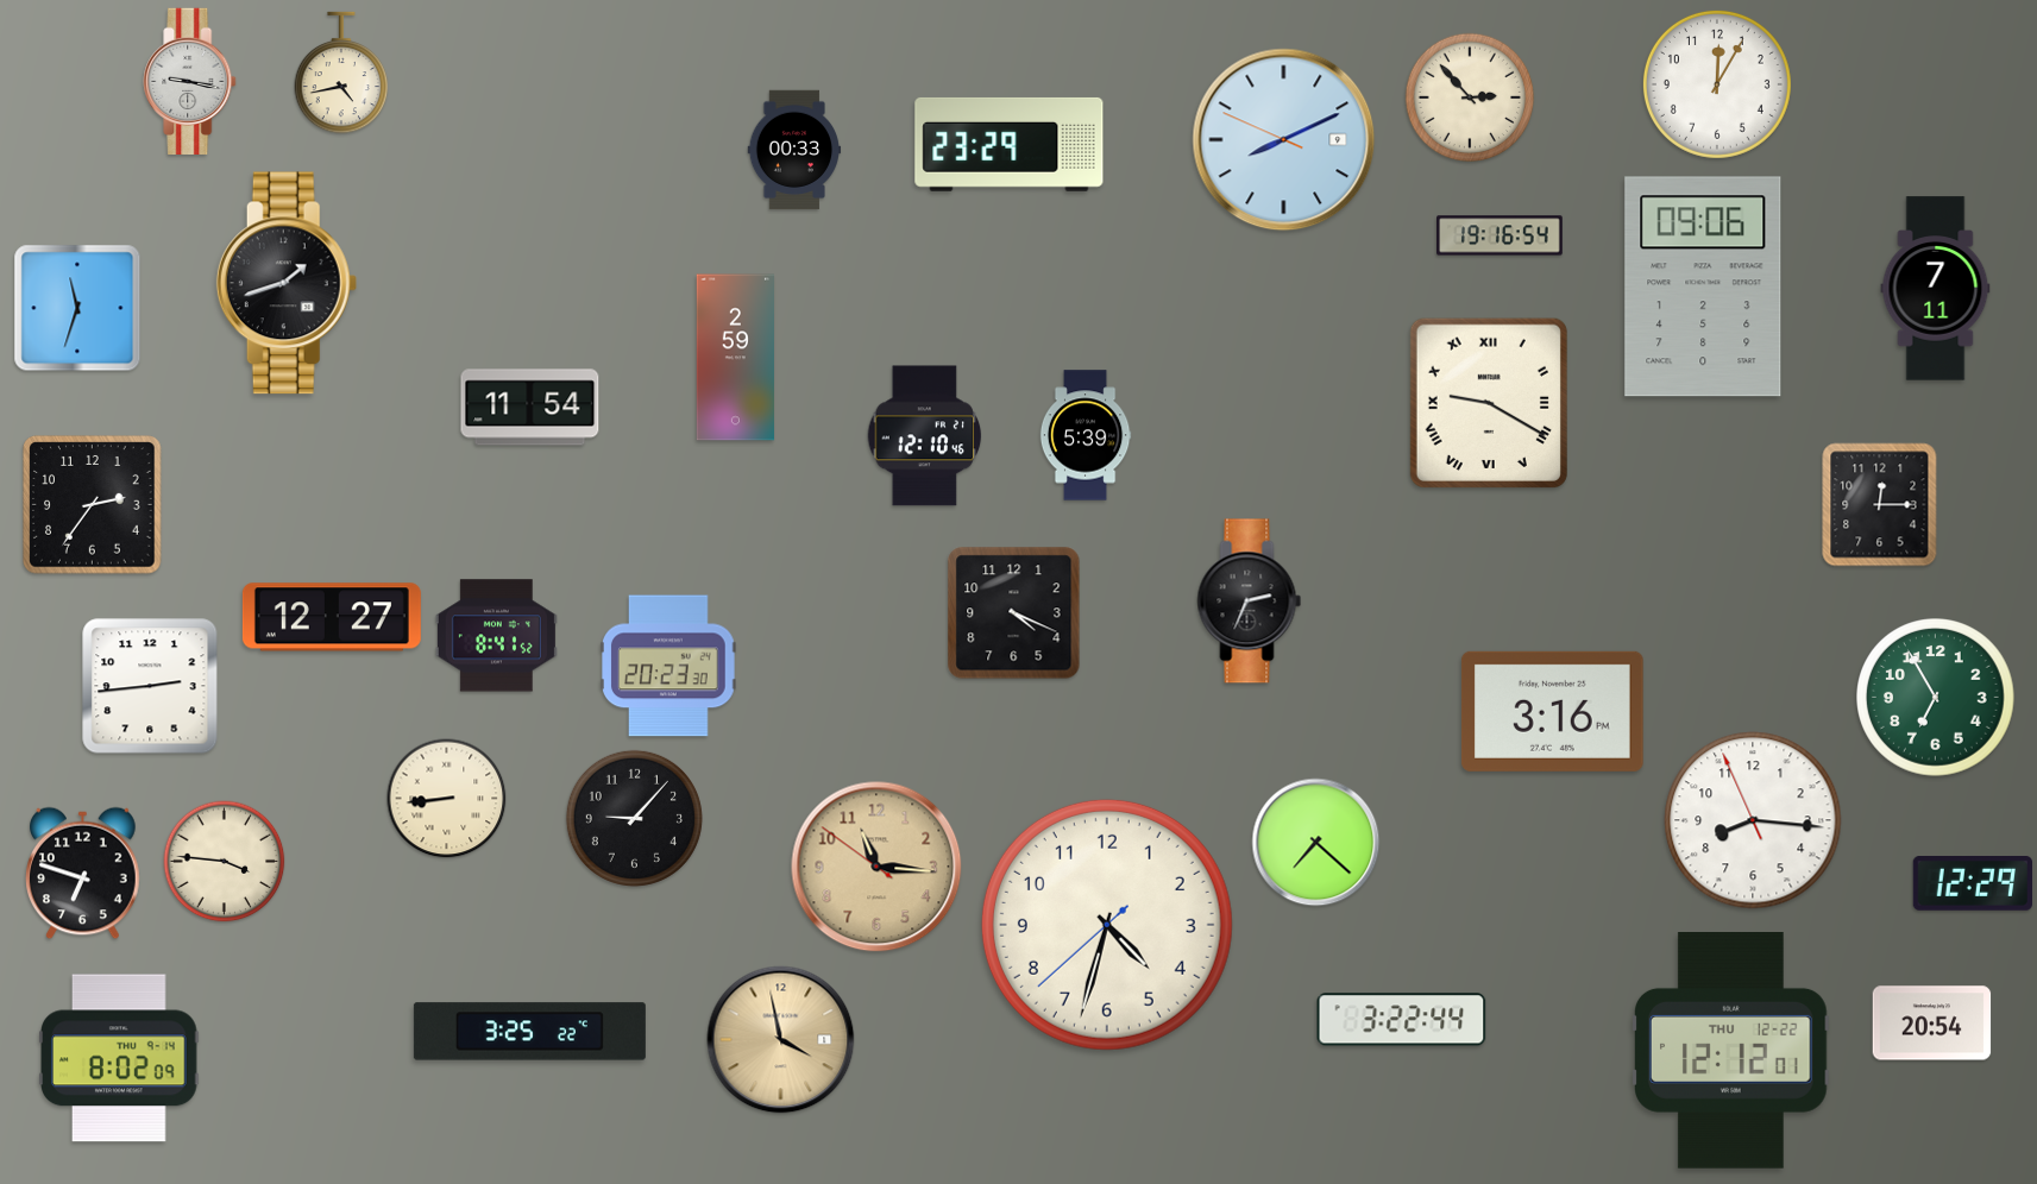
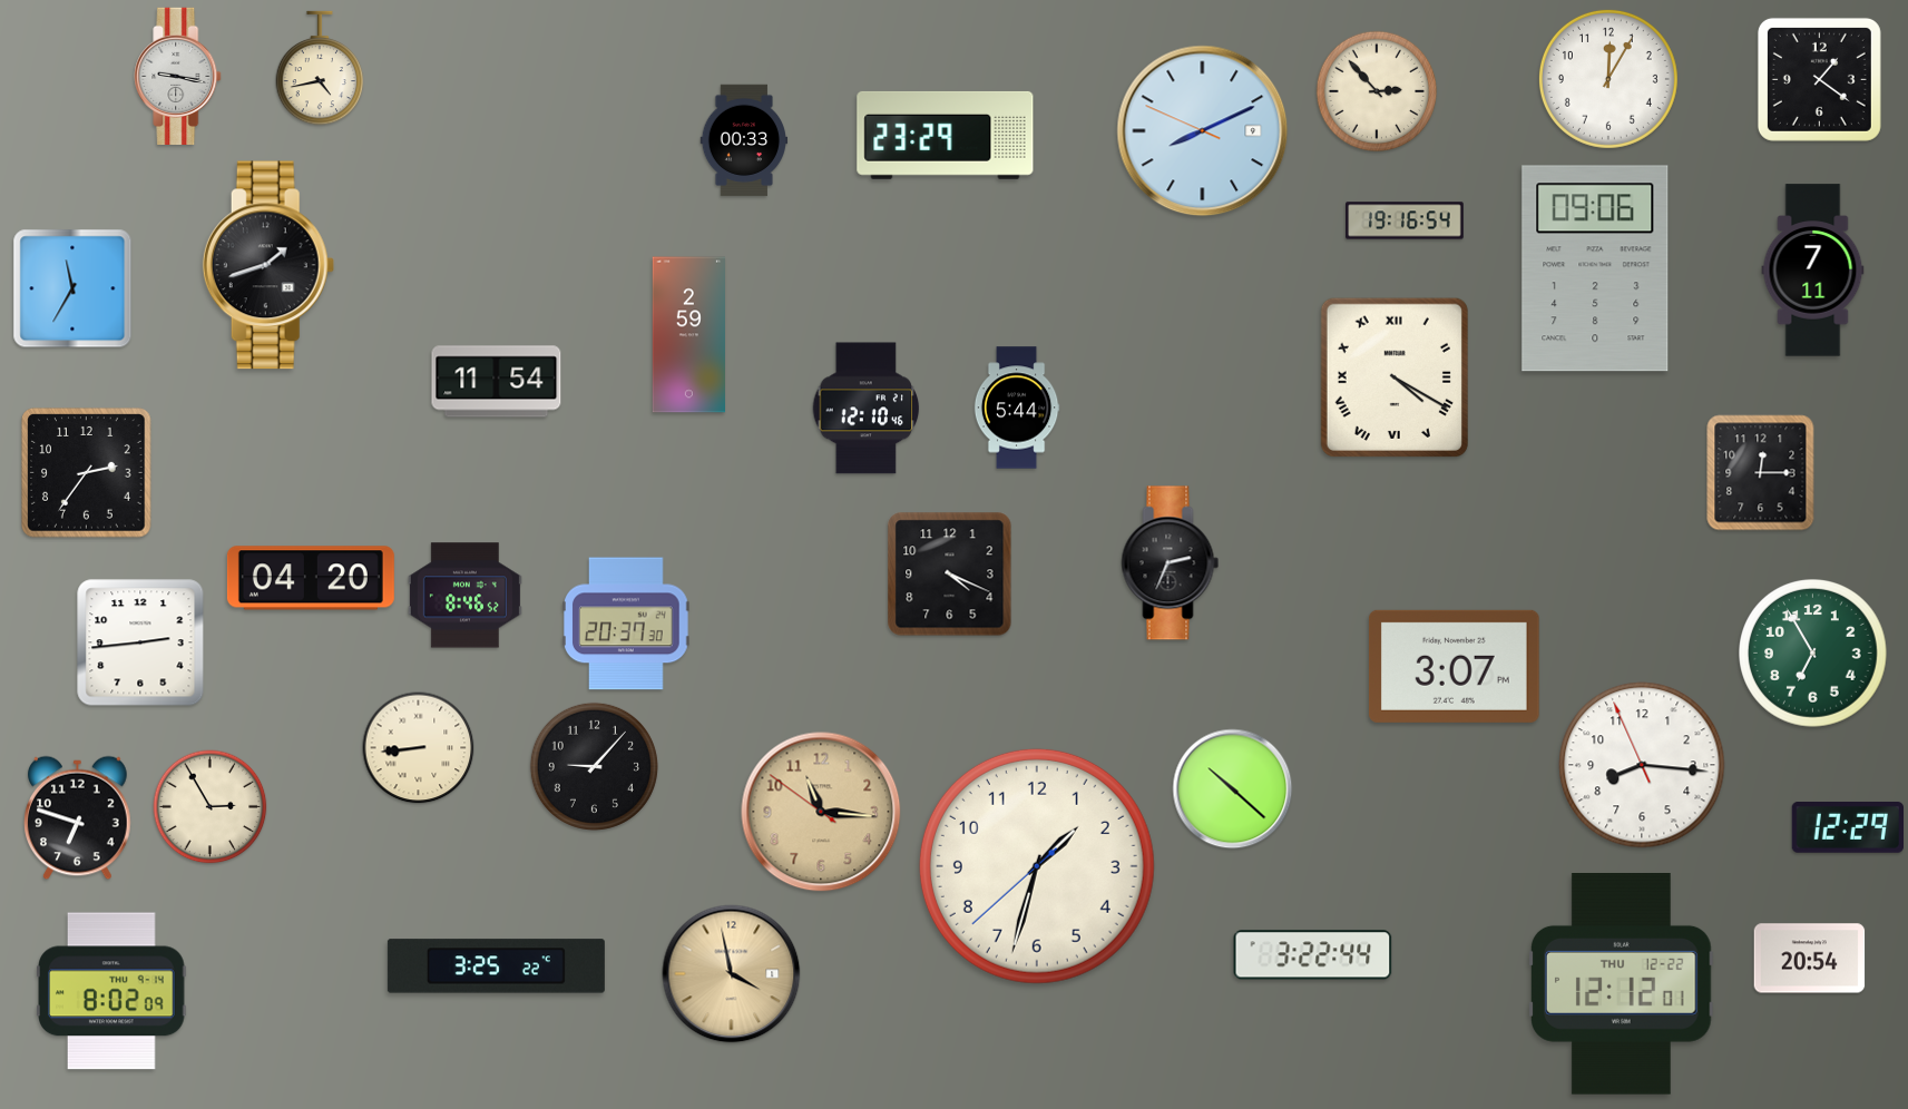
clock at (1819, 79): none -> 1:21
clock at (77, 308): 11:33 -> 11:35
clock at (1489, 403): 9:20 -> 4:20
clock at (1086, 435): 5:39 -> 5:44
clock at (332, 617): 12:27 -> 04:20
clock at (496, 636): 8:41 -> 8:46
clock at (669, 666): 20:23 -> 20:37
clock at (1552, 711): 3:16 -> 3:07
clock at (1753, 820) position: (1753, 820) -> (1642, 765)
clock at (1316, 843): 7:22 -> 10:22
clock at (225, 862): 3:46 -> 2:55
clock at (1107, 925): 4:32 -> 1:32
